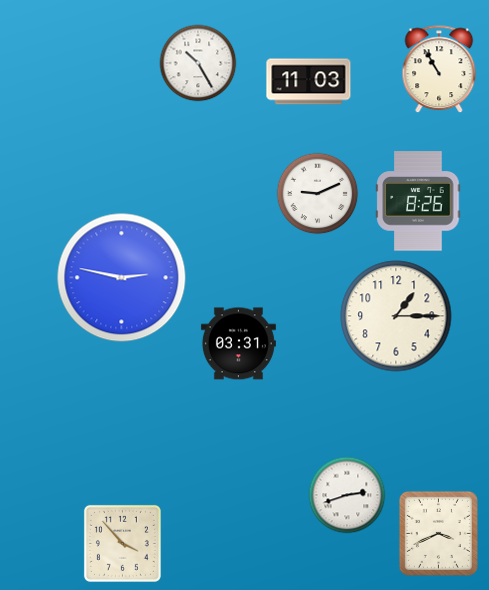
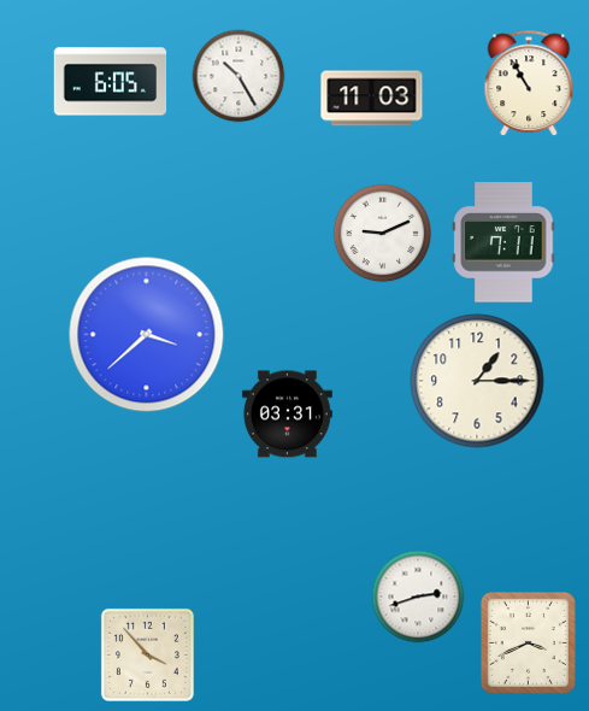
clock at (111, 82): none -> 6:05
clock at (418, 201): 8:26 -> 7:11
clock at (122, 278): 2:47 -> 3:38
